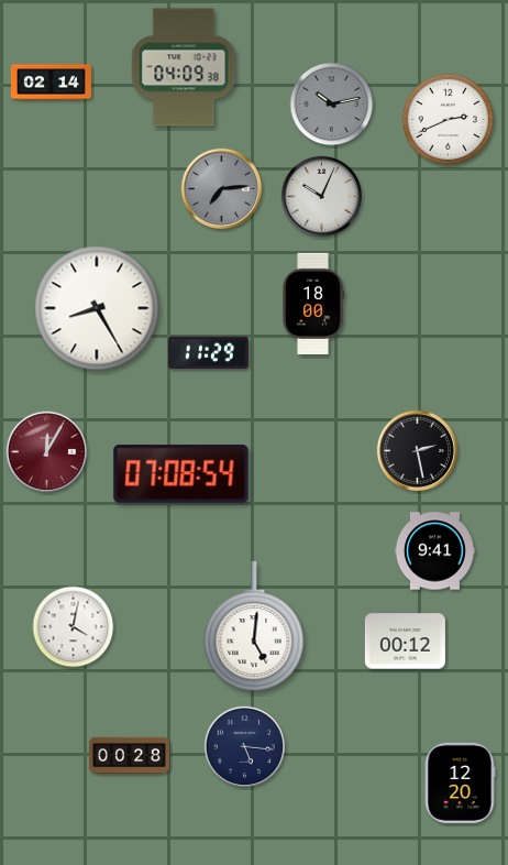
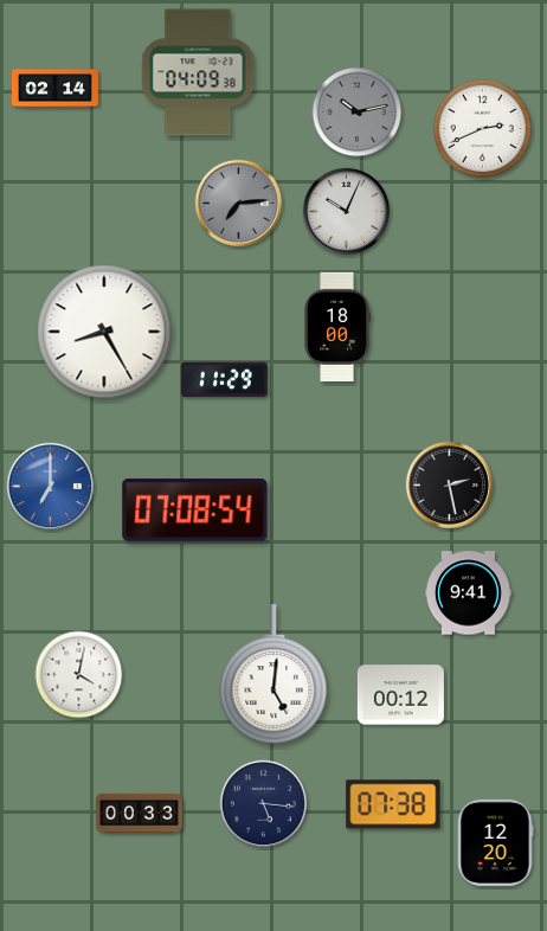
clock at (46, 451): 12:05 -> 7:00
clock at (46, 451) dial: burgundy -> blue
clock at (405, 642) position: (405, 642) -> (400, 695)
clock at (393, 804): none -> 07:38
clock at (129, 756): 00:28 -> 00:33
